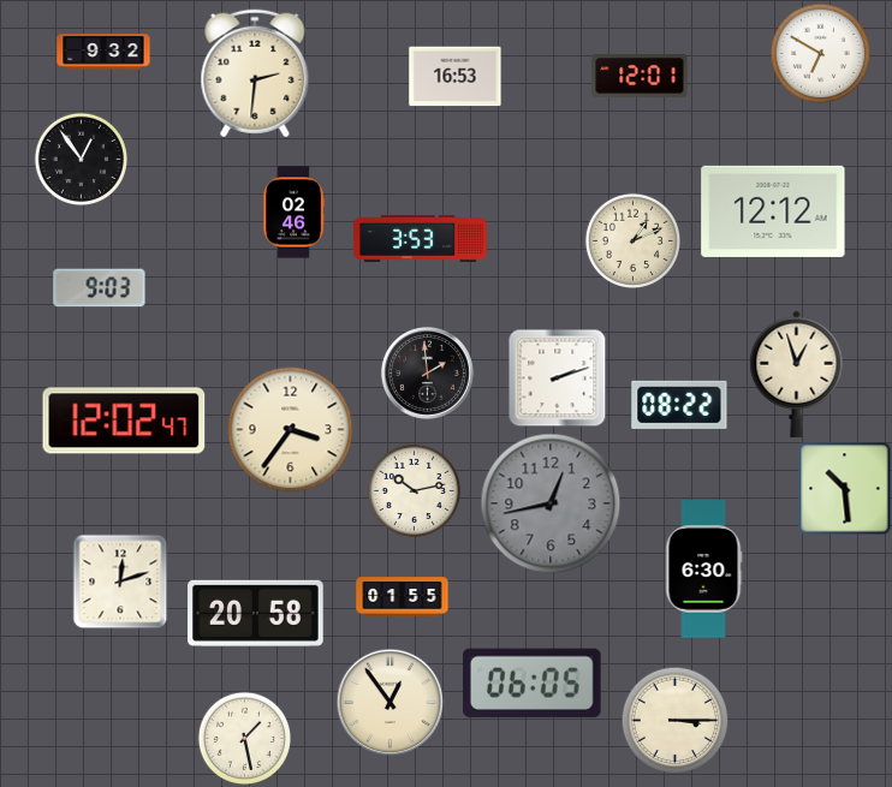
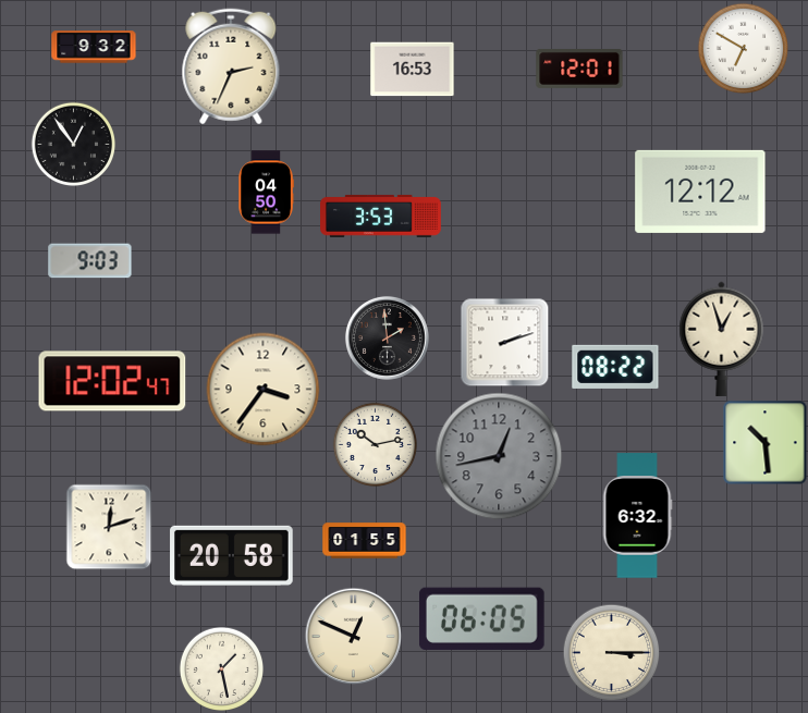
clock at (255, 73): 2:31 -> 2:34
clock at (293, 213): 02:46 -> 04:50
clock at (632, 240): 1:11 -> none
clock at (703, 570): 6:30 -> 6:32
clock at (389, 702): 12:54 -> 12:49
